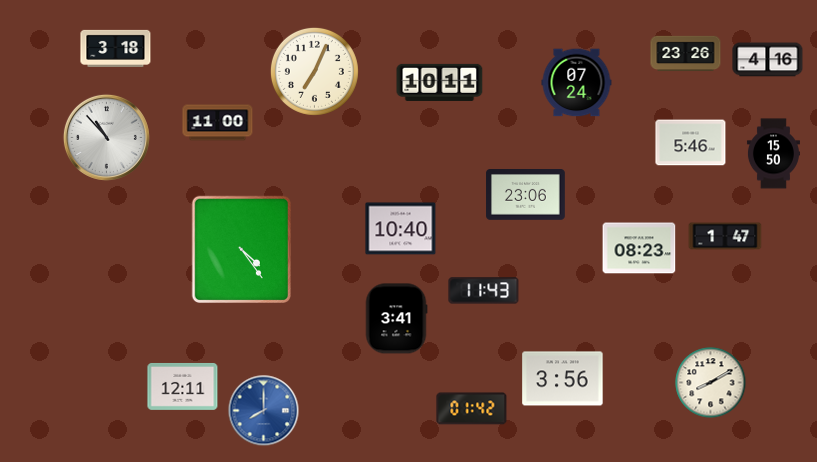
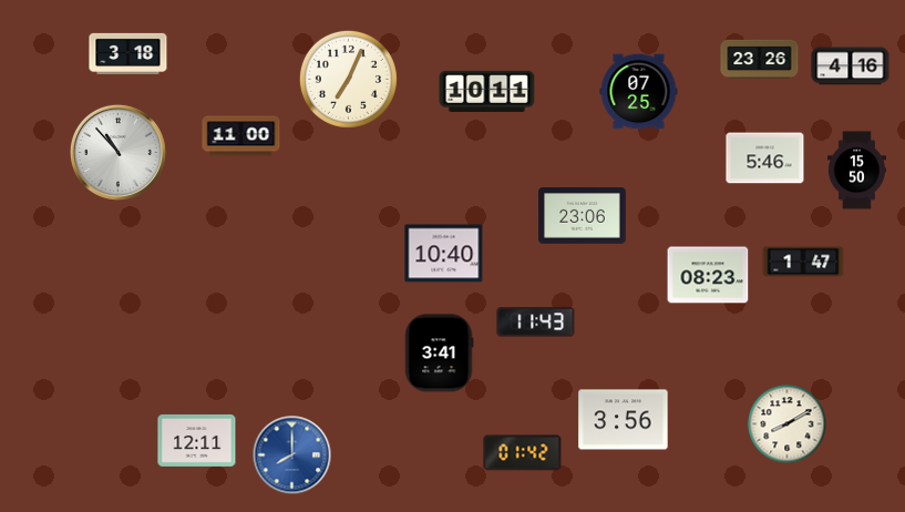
clock at (577, 83): 07:24 -> 07:25
clock at (241, 249): 4:24 -> none
clock at (183, 386) position: (183, 386) -> (197, 440)
